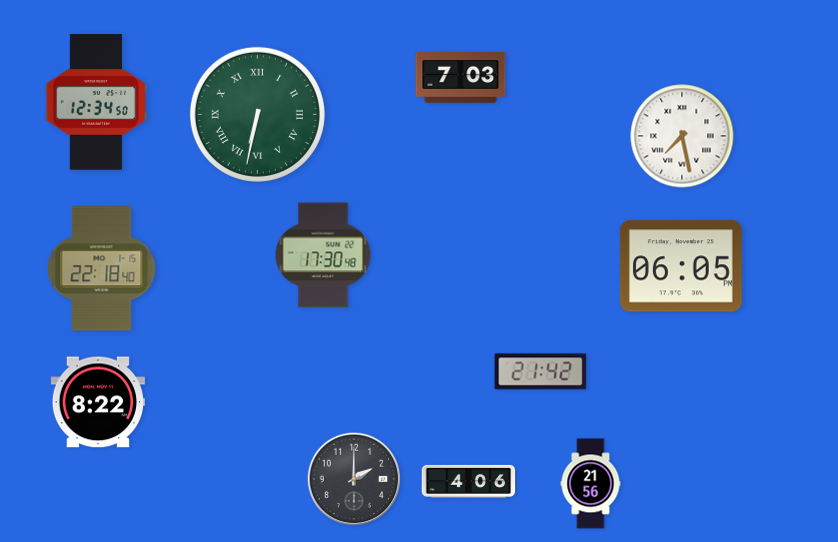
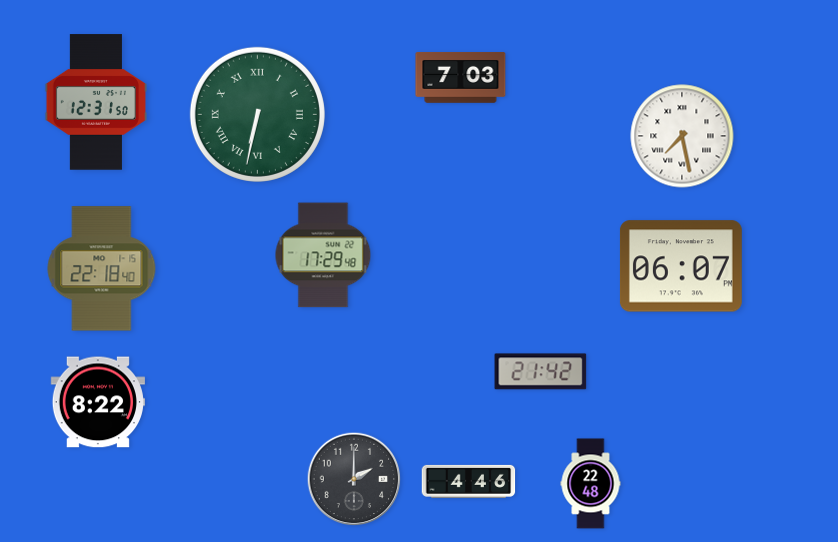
clock at (96, 102): 12:34 -> 12:31
clock at (323, 255): 17:30 -> 17:29
clock at (681, 266): 06:05 -> 06:07
clock at (469, 481): 4:06 -> 4:46
clock at (591, 484): 21:56 -> 22:48
